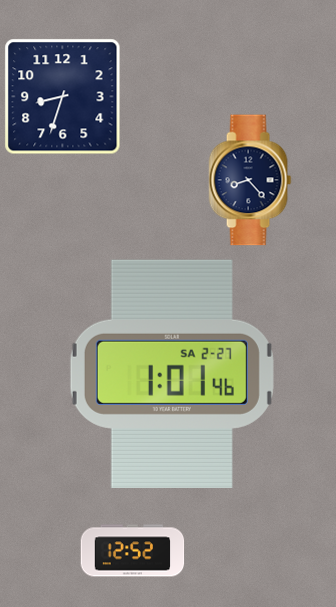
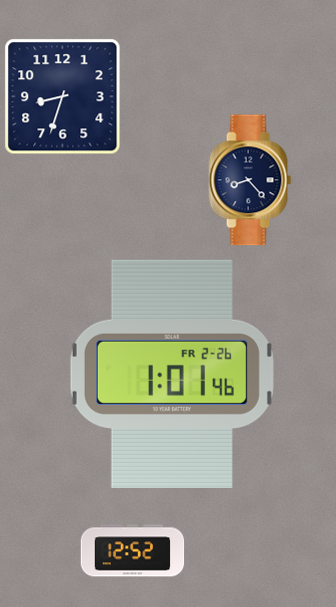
clock at (172, 374) date: SA 2-27 -> FR 2-26
